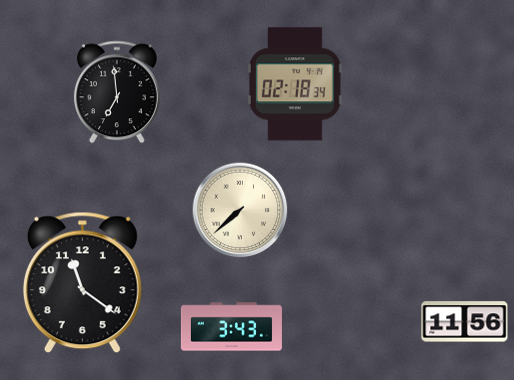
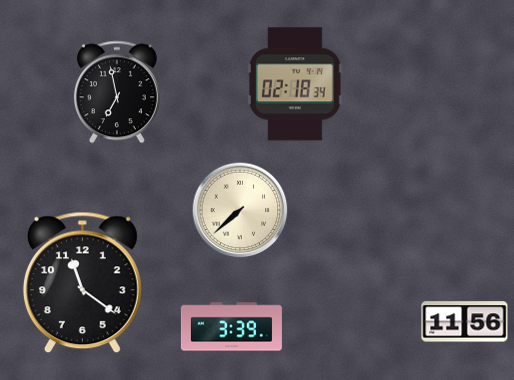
clock at (117, 92): 6:59 -> 6:58
clock at (231, 327): 3:43 -> 3:39
